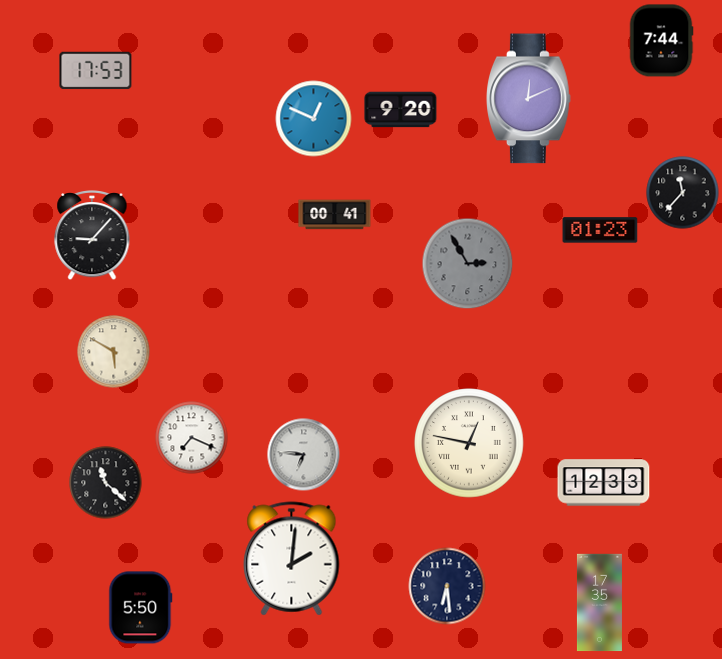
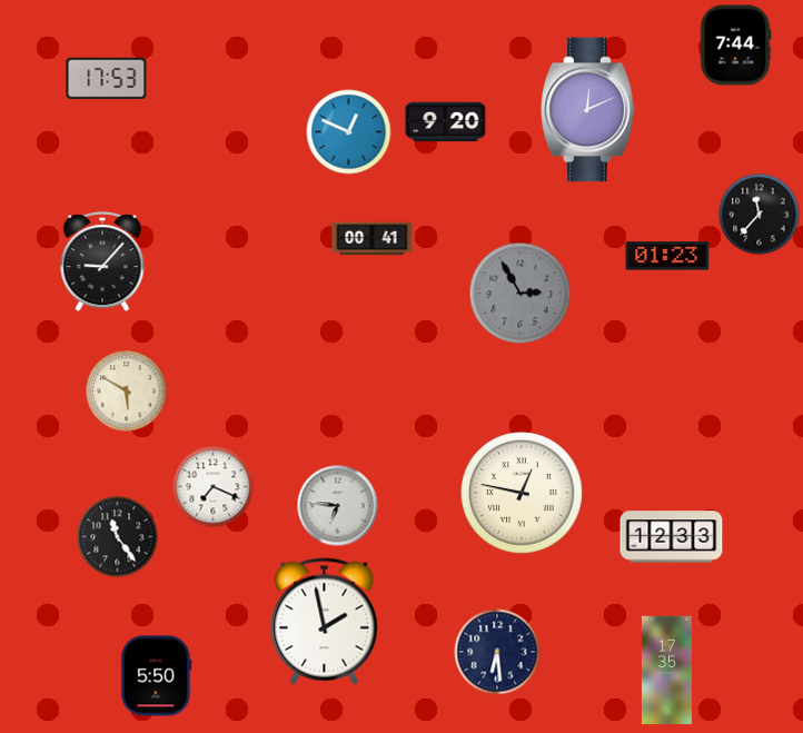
clock at (106, 483): 11:22 -> 11:24
clock at (292, 559): 2:01 -> 1:58
